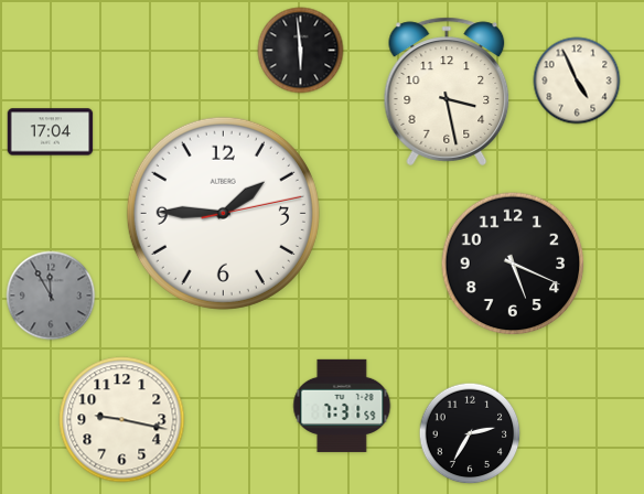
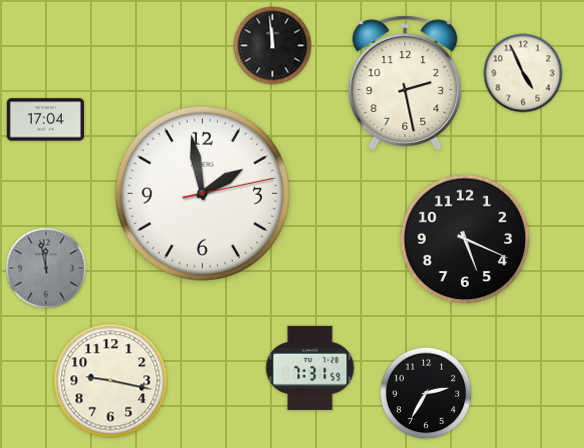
clock at (301, 51): 5:59 -> 11:59
clock at (447, 92): 3:28 -> 2:28
clock at (223, 213): 1:45 -> 1:58
clock at (51, 296): 11:55 -> 11:58
